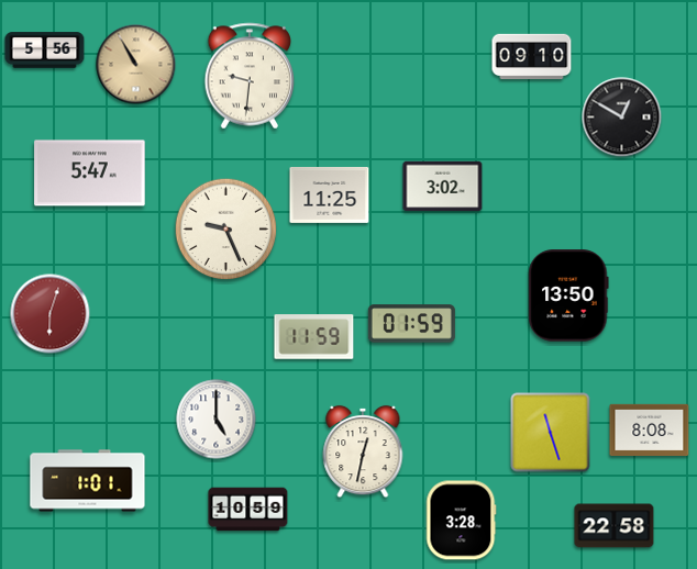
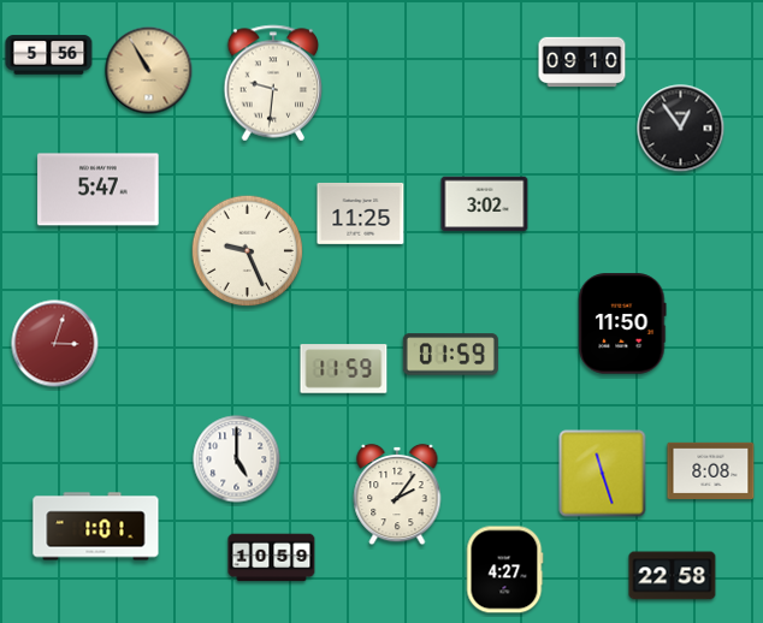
clock at (622, 118): 12:50 -> 12:54
clock at (568, 295): 13:50 -> 11:50
clock at (51, 314): 6:03 -> 3:03
clock at (363, 451): 12:32 -> 2:06
clock at (462, 521): 3:28 -> 4:27
